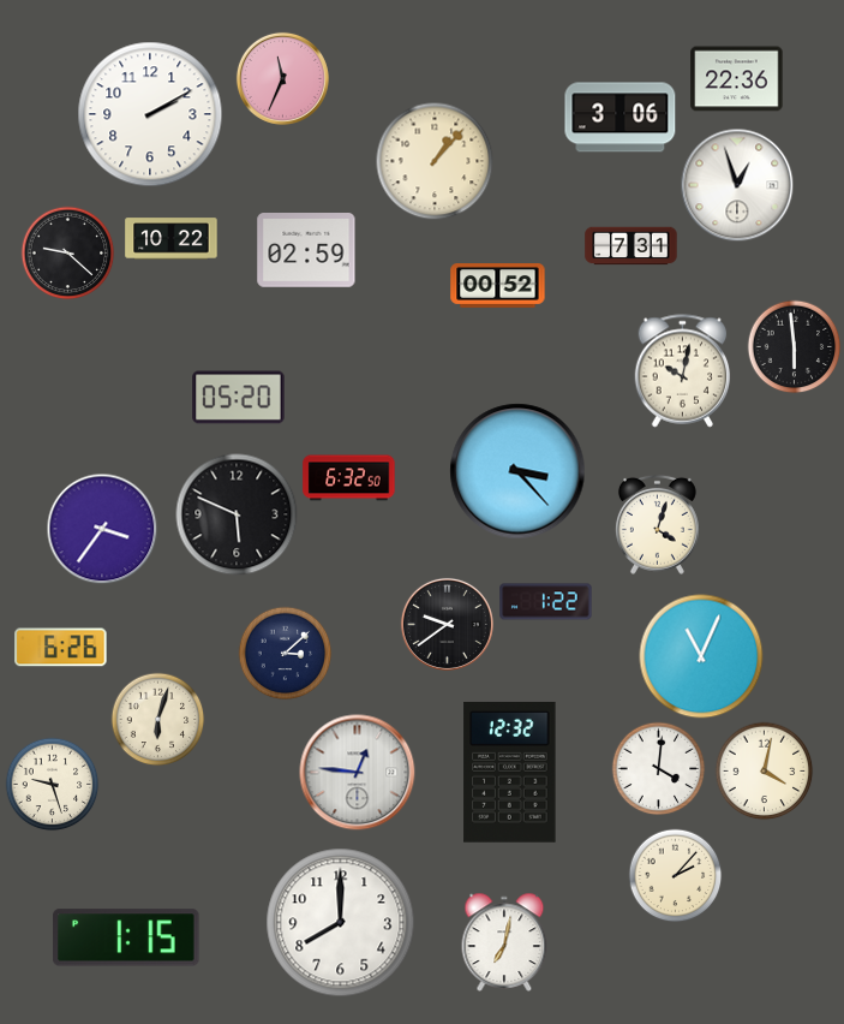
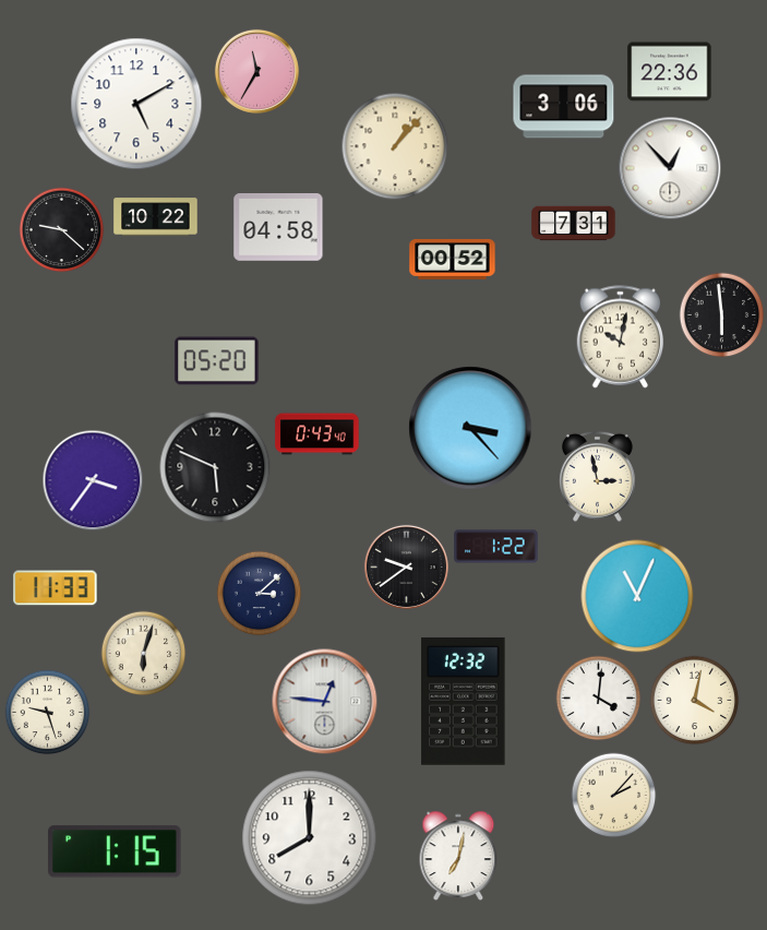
clock at (282, 78): 11:34 -> 11:35
clock at (150, 114): 2:10 -> 5:10
clock at (737, 185): 12:57 -> 12:53
clock at (306, 251): 02:59 -> 04:58
clock at (349, 478): 6:32 -> 0:43
clock at (657, 524): 4:03 -> 2:58
clock at (61, 648): 6:26 -> 11:33
